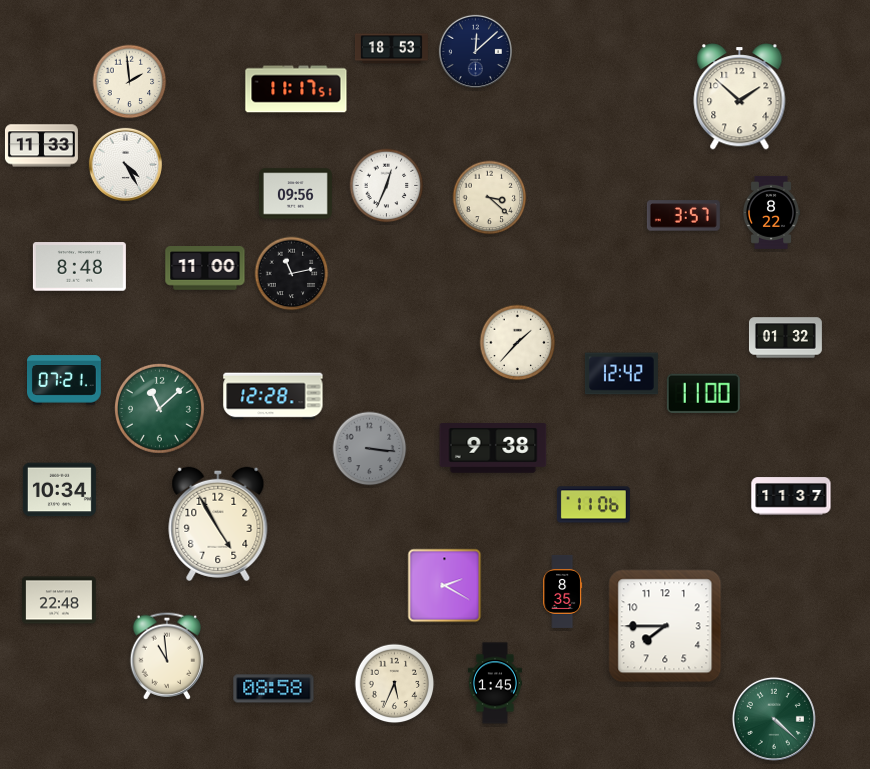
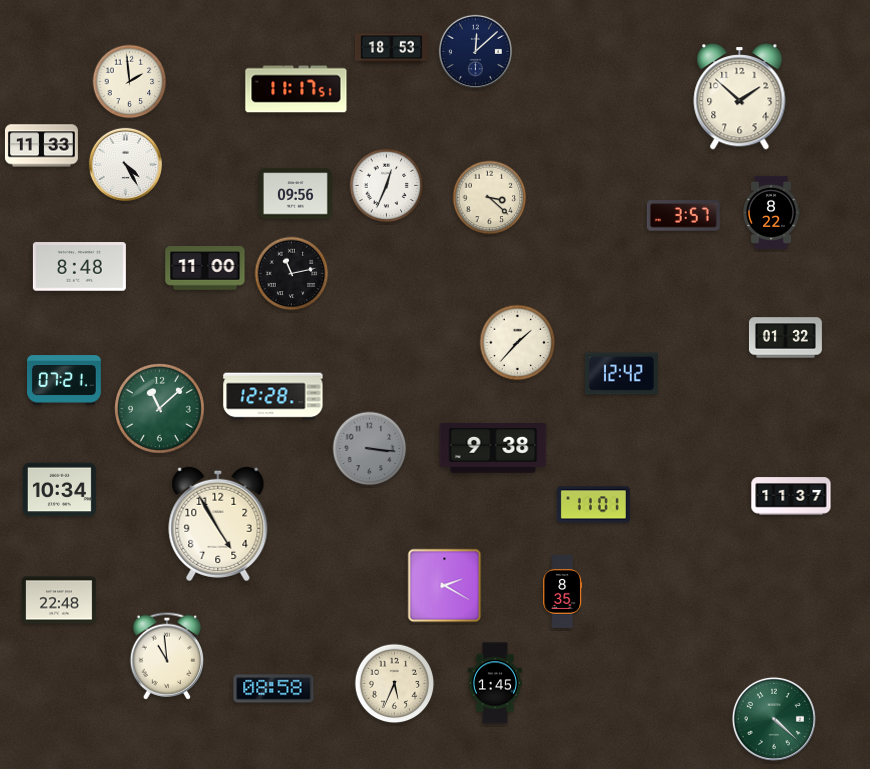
clock at (703, 393): 11:00 -> none
clock at (593, 505): 11:06 -> 11:01
clock at (665, 626): 7:45 -> none
